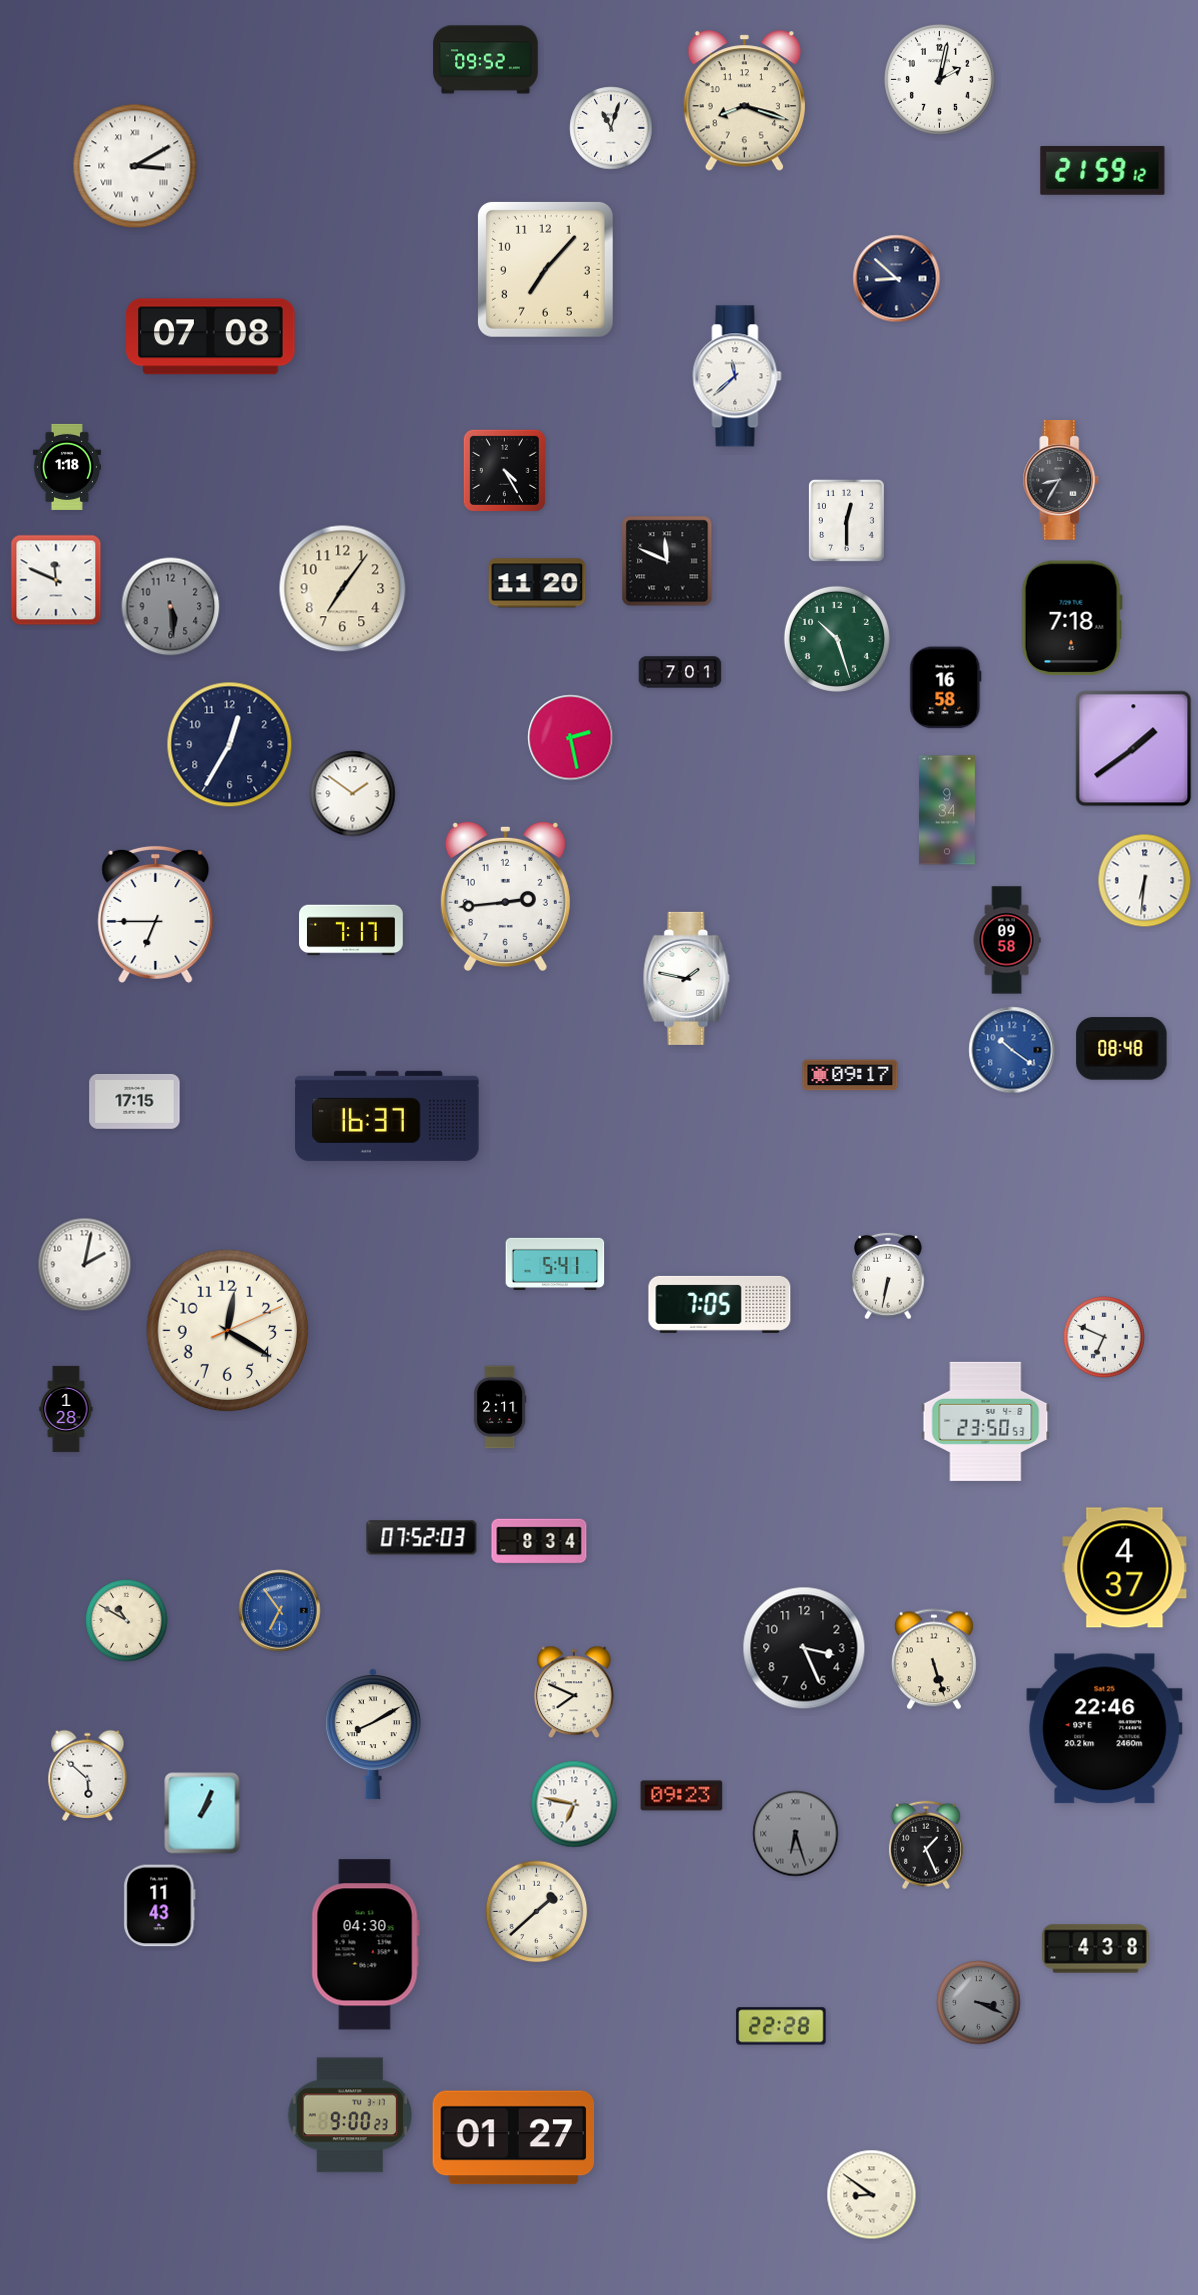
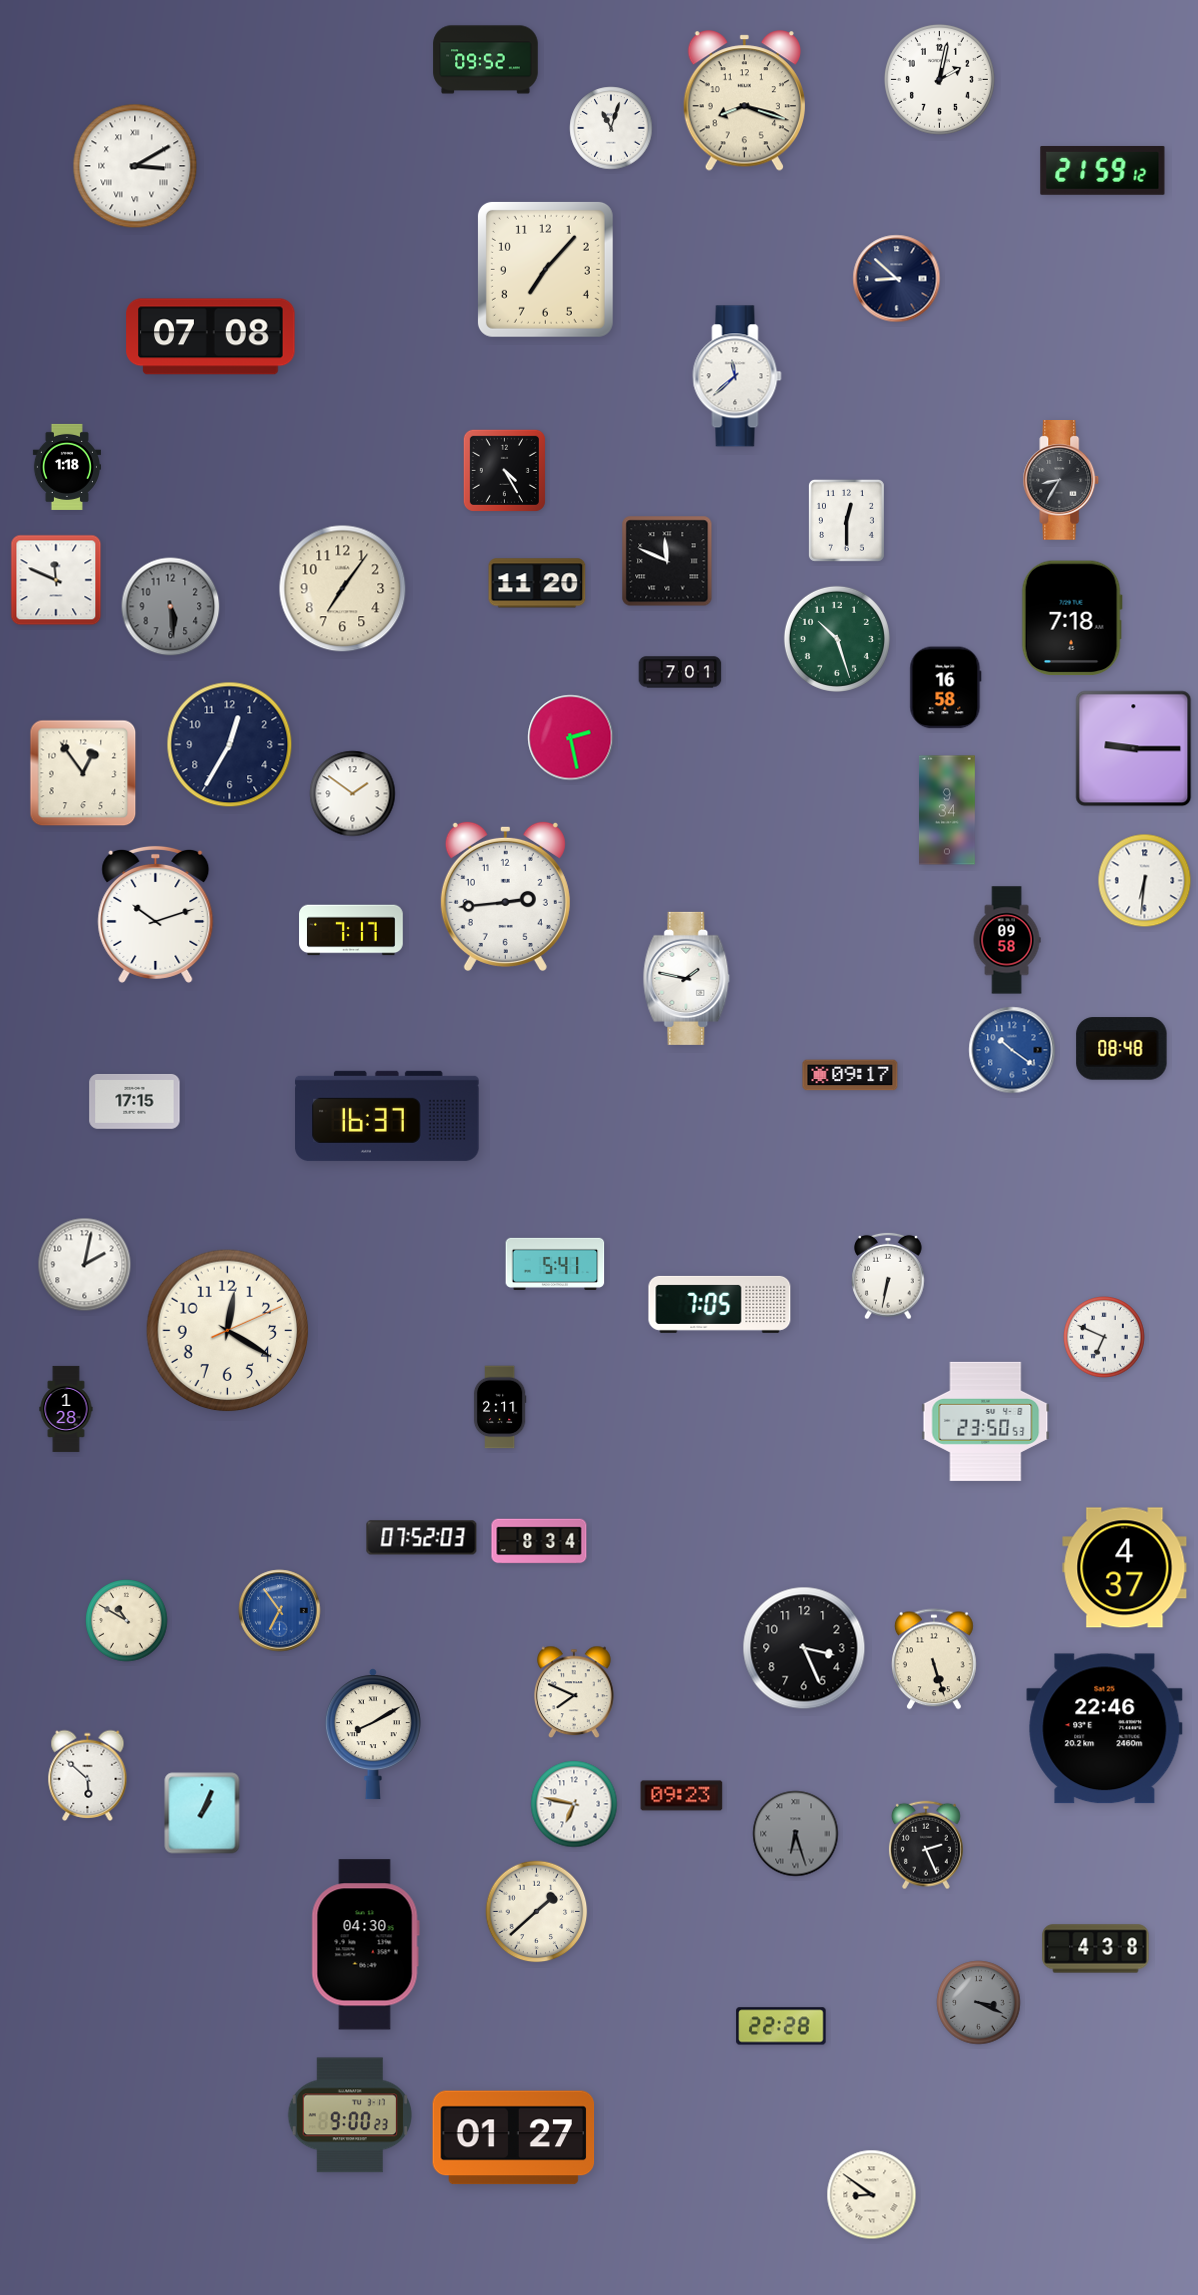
clock at (1134, 749): 1:39 -> 9:15
clock at (83, 773): none -> 12:54
clock at (156, 914): 6:45 -> 10:12
clock at (926, 1845): 1:26 -> 2:26
clock at (160, 1906): 11:43 -> none
